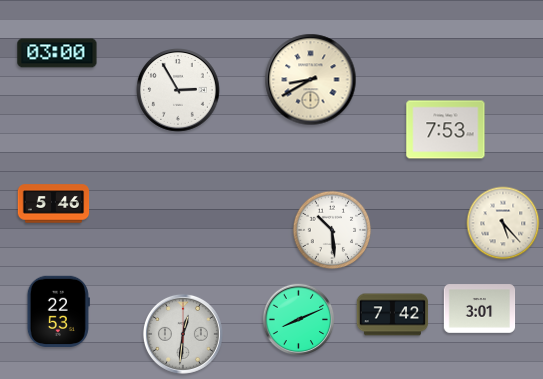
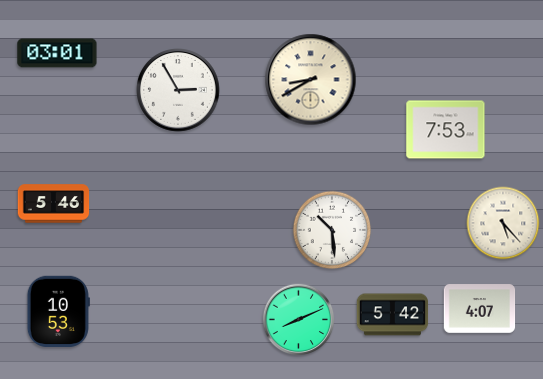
clock at (57, 53): 03:00 -> 03:01
clock at (480, 309): 3:01 -> 4:07
clock at (58, 311): 22:53 -> 10:53
clock at (393, 315): 7:42 -> 5:42
clock at (183, 334): 12:31 -> none
